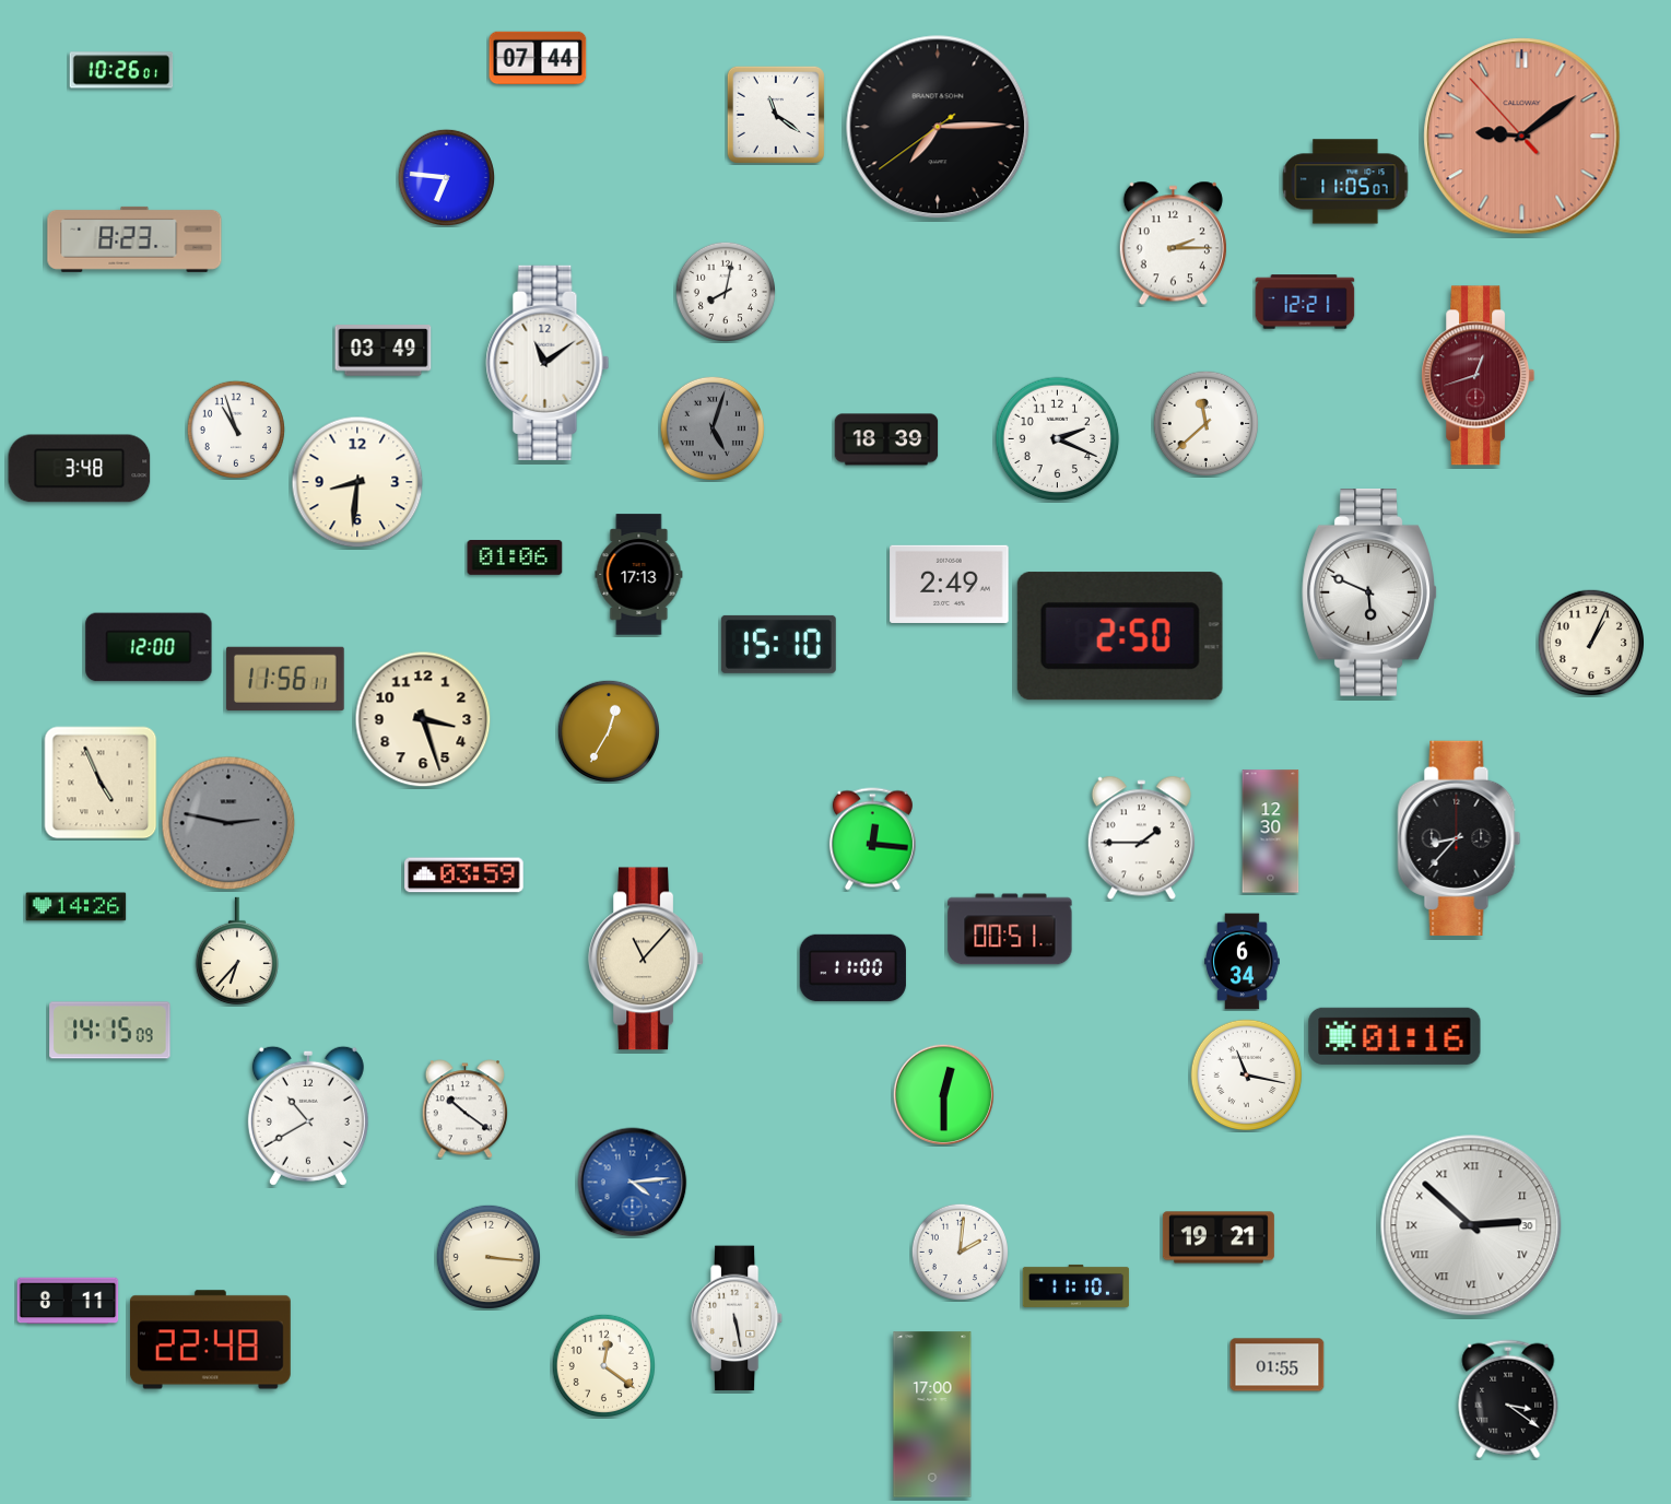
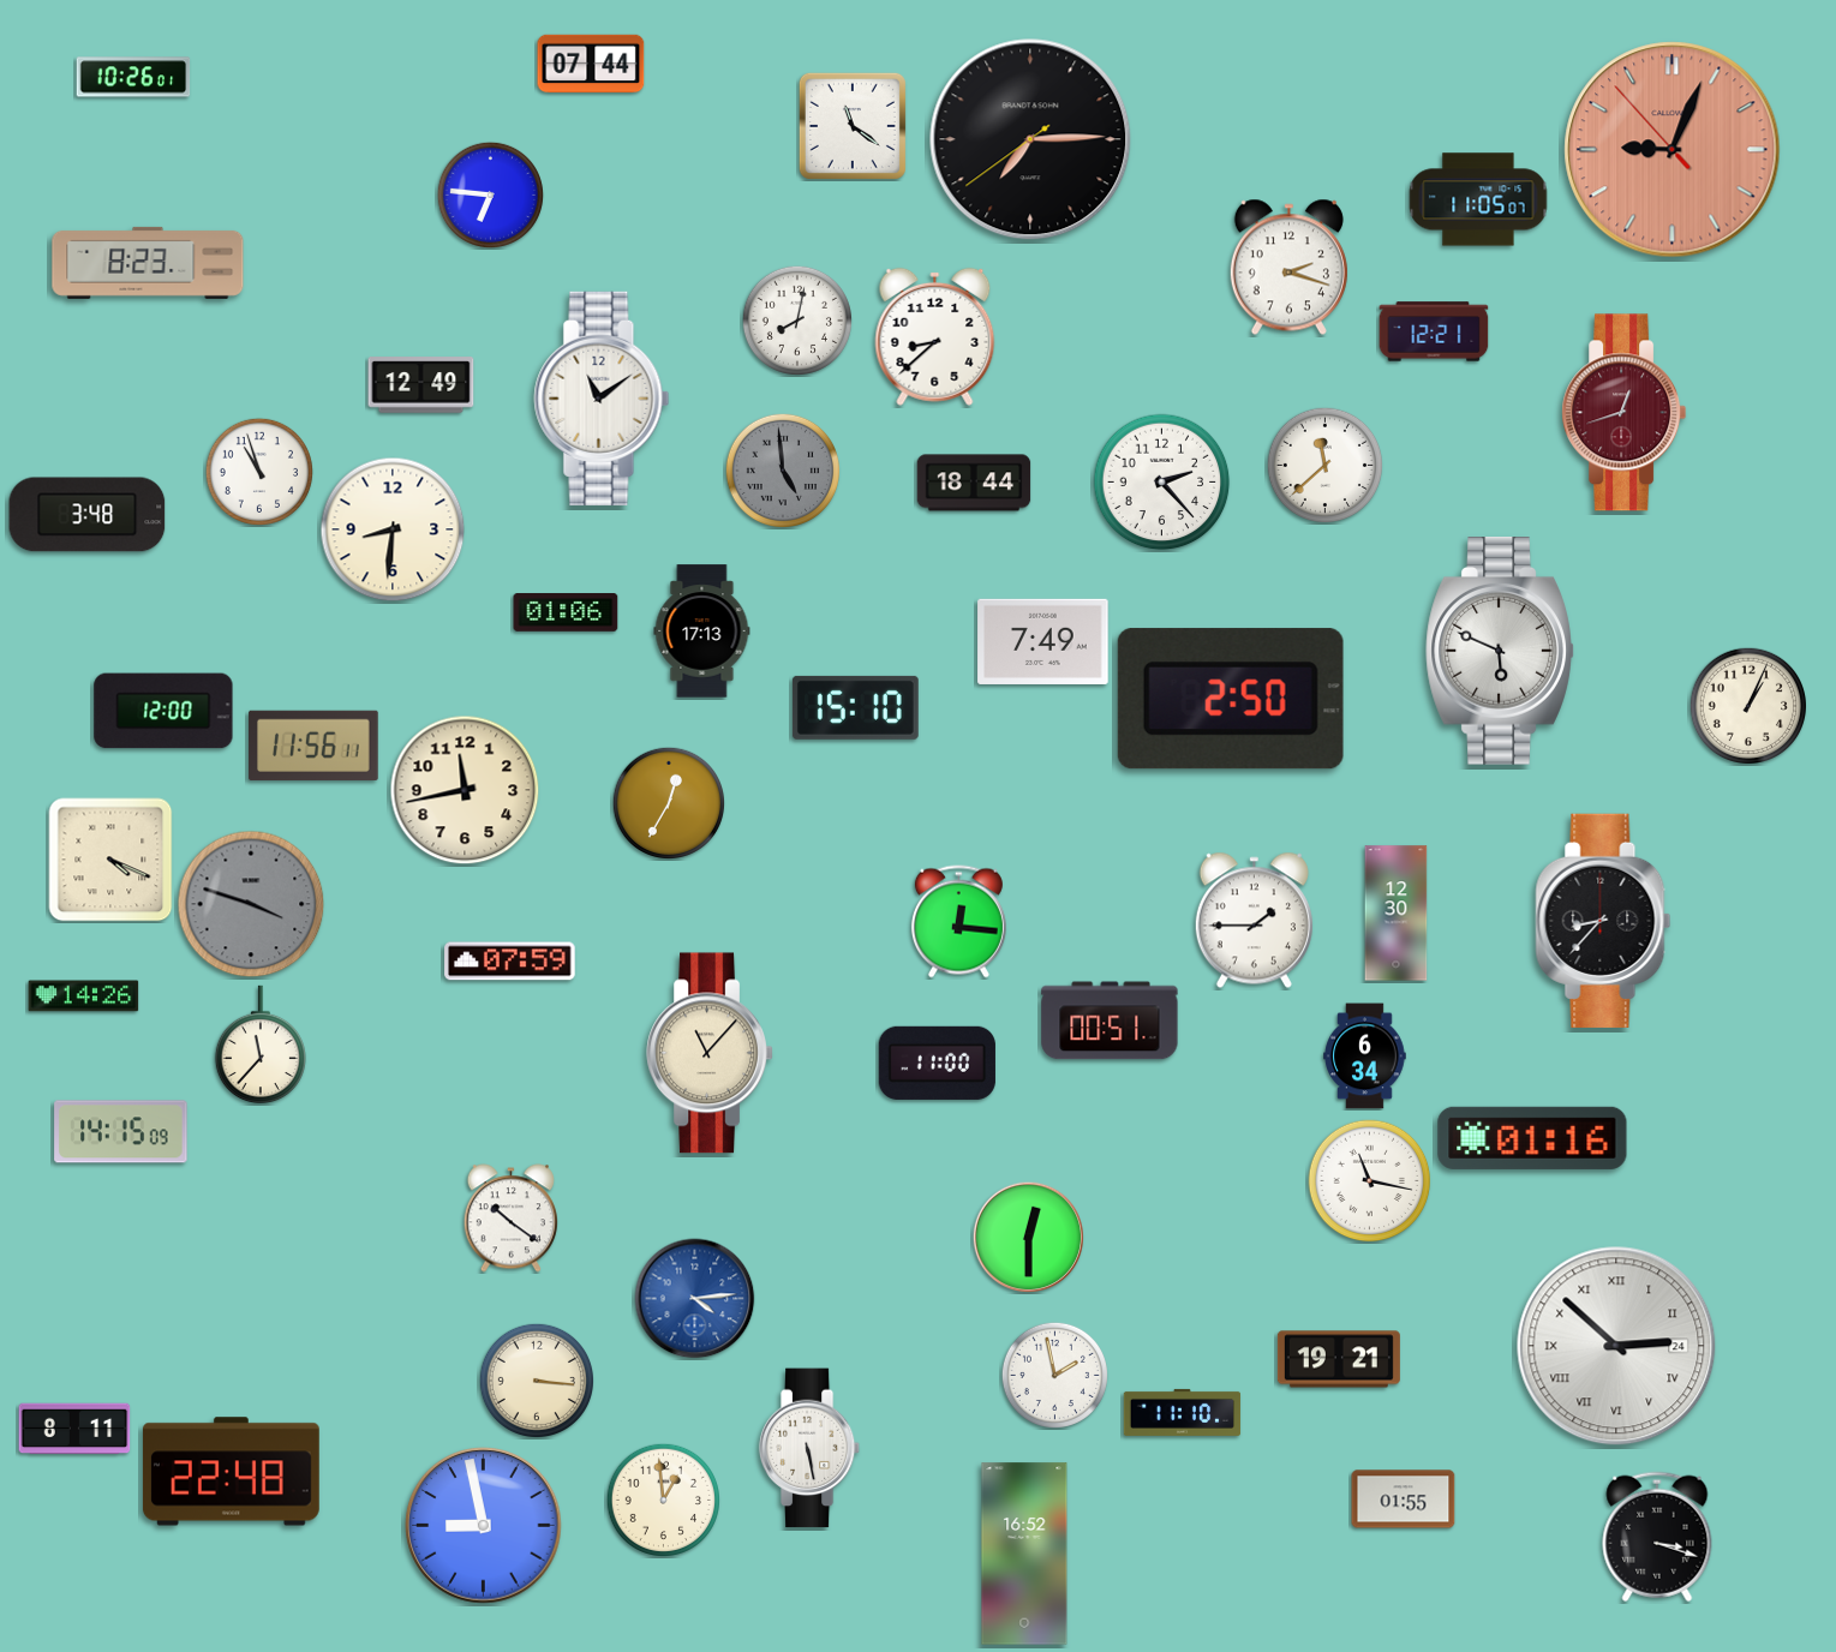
clock at (1522, 137): 9:08 -> 9:03
clock at (1173, 244): 2:15 -> 2:18
clock at (935, 336): none -> 8:38
clock at (384, 351): 03:49 -> 12:49
clock at (711, 427): 5:03 -> 4:59
clock at (886, 439): 18:39 -> 18:44
clock at (1058, 439): 2:19 -> 2:23
clock at (950, 584): 2:49 -> 7:49
clock at (1369, 594) position: (1369, 594) -> (1500, 652)
clock at (423, 719): 3:27 -> 11:43
clock at (101, 783): 4:56 -> 4:19
clock at (228, 823): 2:47 -> 3:48
clock at (464, 876): 03:59 -> 07:59
clock at (236, 951): 6:37 -> 11:37
clock at (943, 1094) position: (943, 1094) -> (1028, 1237)
clock at (308, 1116): 10:40 -> none
clock at (1471, 1225) date: 30 -> 24
clock at (960, 1252): 2:01 -> 1:58
clock at (603, 1365): 12:21 -> 12:59
clock at (484, 1526): none -> 8:58
clock at (1508, 1399): 3:21 -> 3:18
clock at (932, 1414): 17:00 -> 16:52
